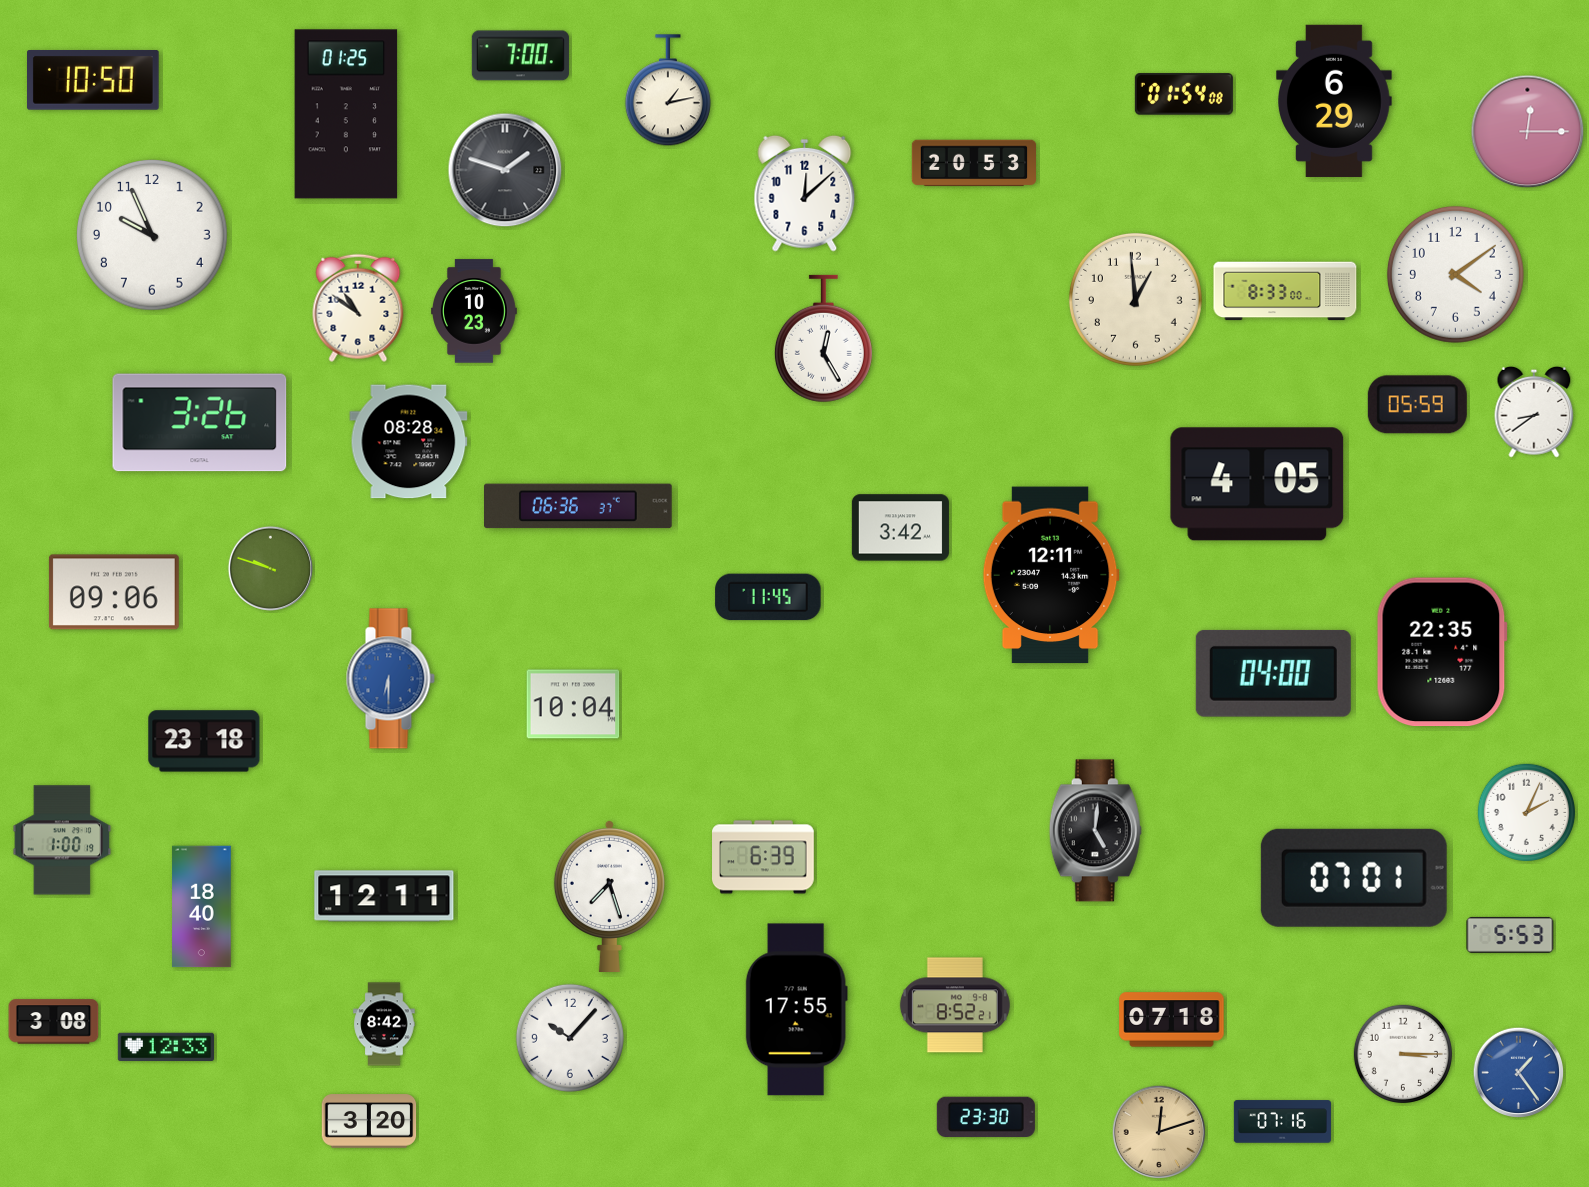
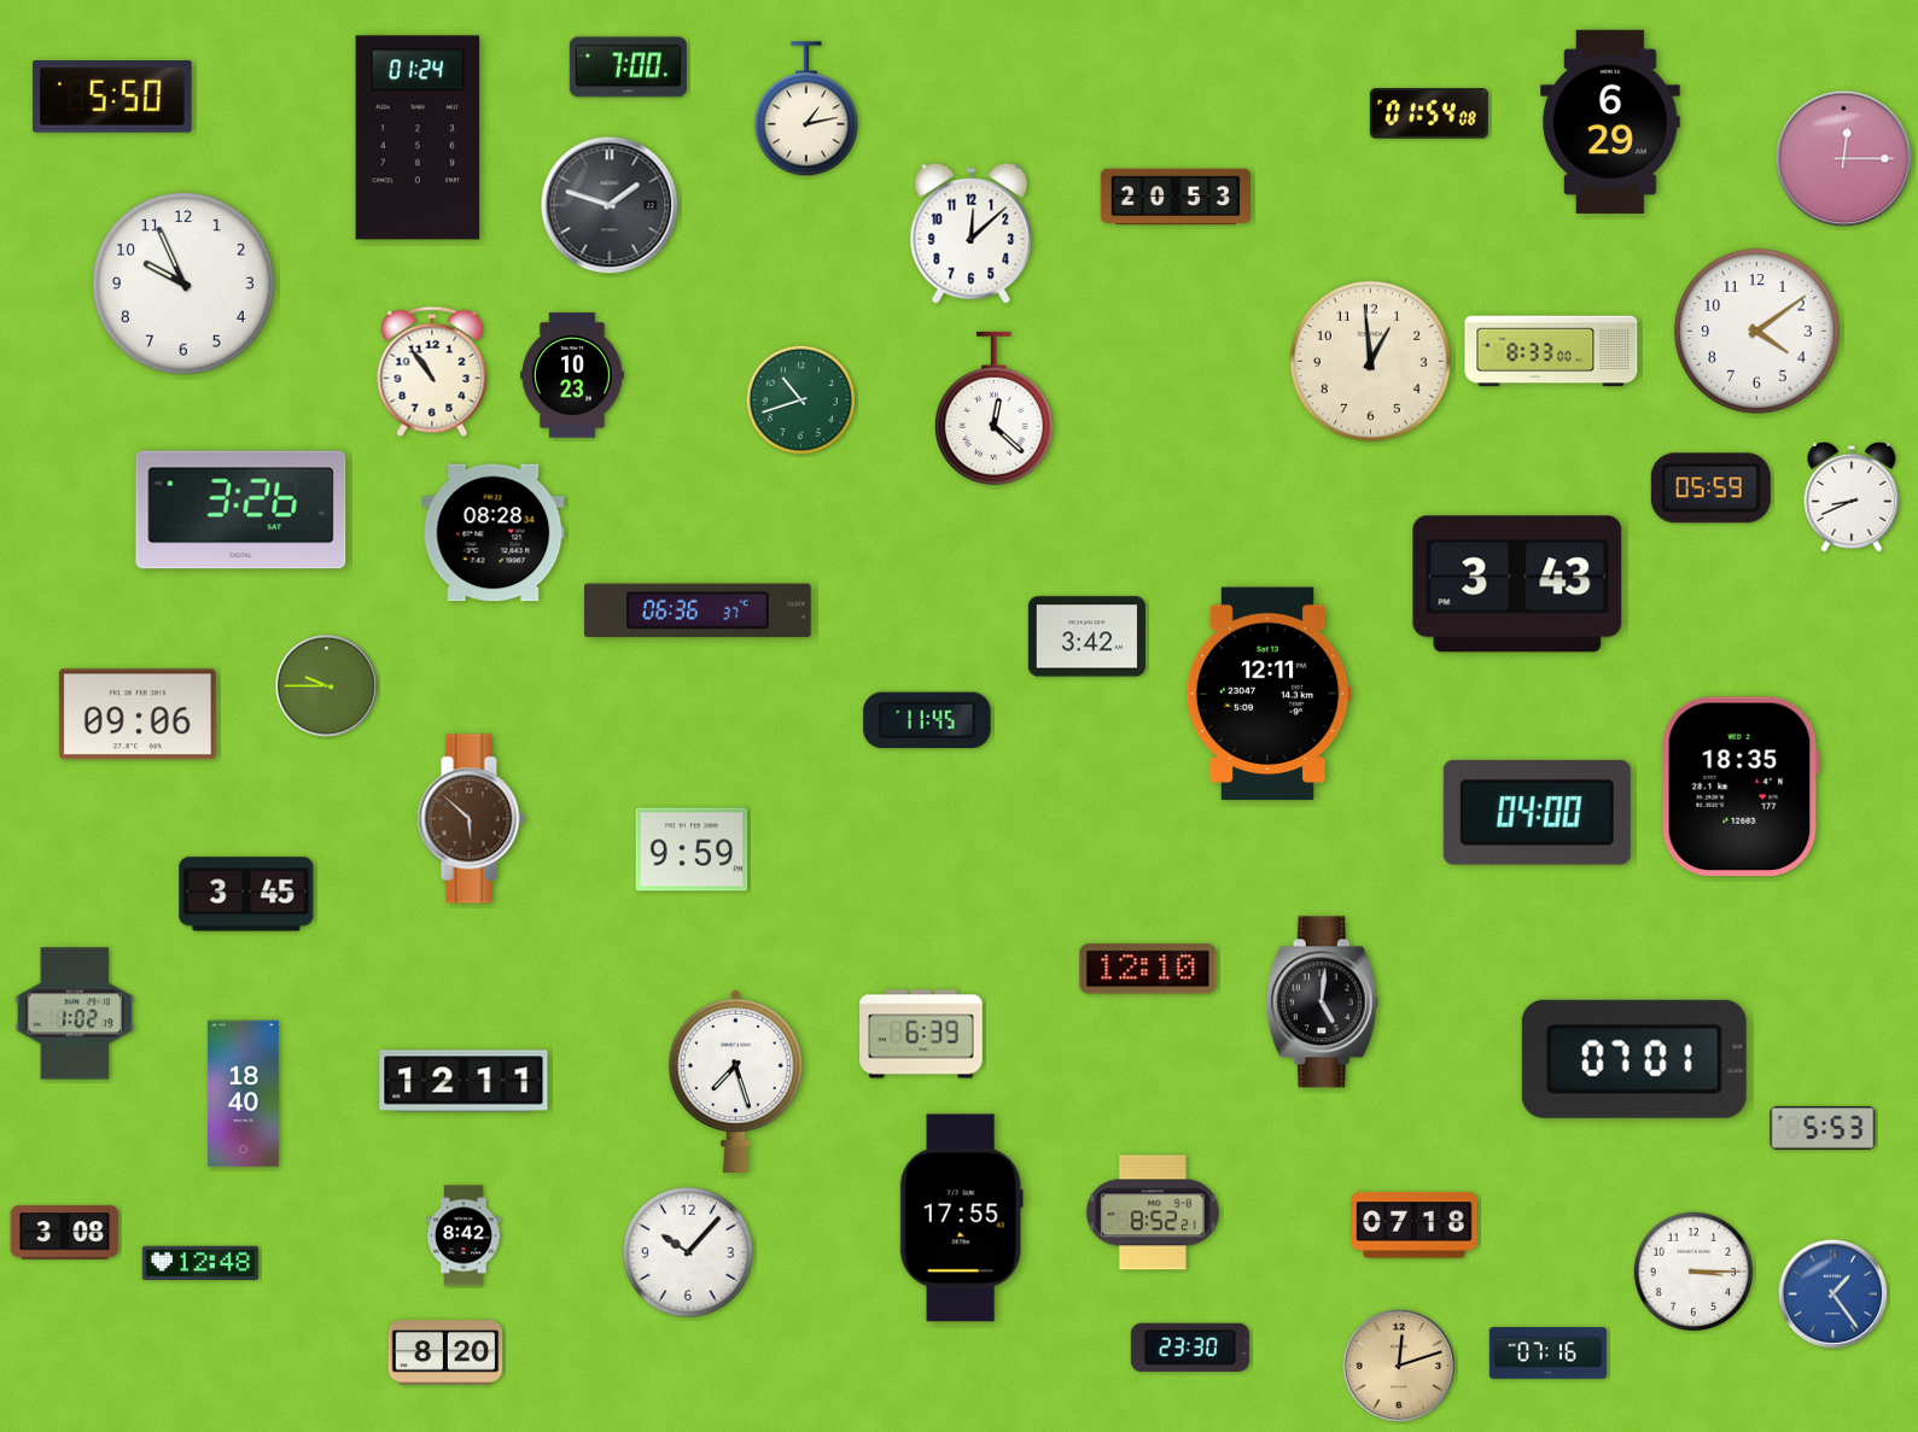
clock at (94, 81): 10:50 -> 5:50
clock at (346, 114): 01:25 -> 01:24
clock at (358, 308): 10:51 -> 10:54
clock at (801, 401): none -> 10:42
clock at (823, 339): 12:25 -> 12:22
clock at (1534, 412): 8:39 -> 8:41
clock at (1257, 484): 4:05 -> 3:43
clock at (270, 568): 9:48 -> 9:45
clock at (1442, 652): 22:35 -> 18:35
clock at (390, 679): 6:30 -> 5:52
clock at (390, 679) dial: blue -> brown
clock at (573, 704): 10:04 -> 9:59
clock at (204, 741): 23:18 -> 3:45
clock at (1148, 969): none -> 12:10
clock at (1526, 812): 2:04 -> none
clock at (62, 840): 1:00 -> 1:02
clock at (1172, 1020) position: (1172, 1020) -> (1415, 1226)
clock at (165, 1047): 12:33 -> 12:48
clock at (369, 1121): 3:20 -> 8:20
